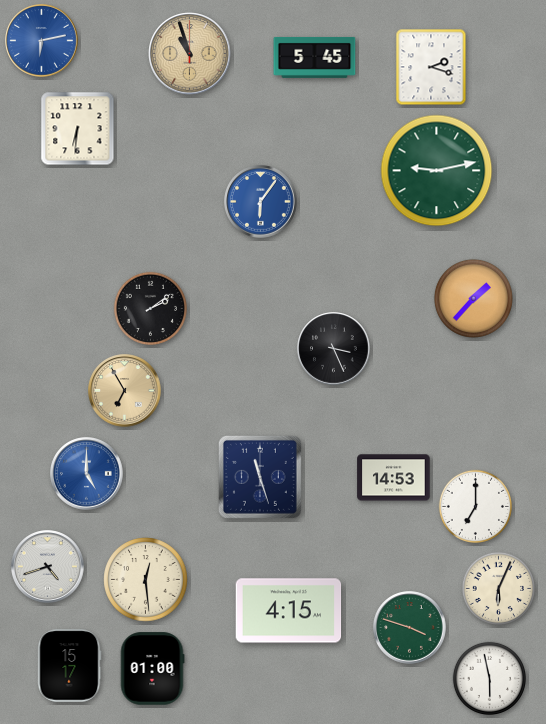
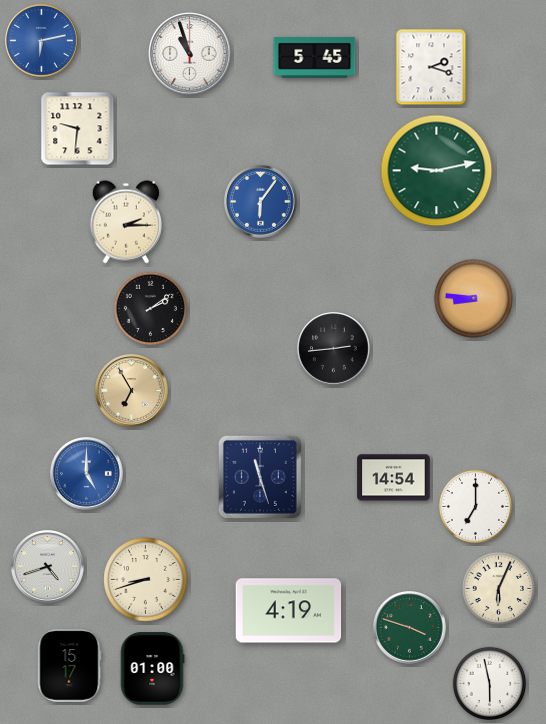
clock at (190, 54) dial: champagne -> white
clock at (78, 129): 6:31 -> 9:31
clock at (126, 222): none -> 2:15
clock at (473, 298): 1:37 -> 8:46
clock at (334, 349): 3:26 -> 2:44
clock at (125, 391) position: (125, 391) -> (132, 391)
clock at (394, 478): 14:53 -> 14:54
clock at (146, 580): 12:29 -> 8:42
clock at (289, 611): 4:15 -> 4:19
clock at (489, 678) position: (489, 678) -> (489, 683)
